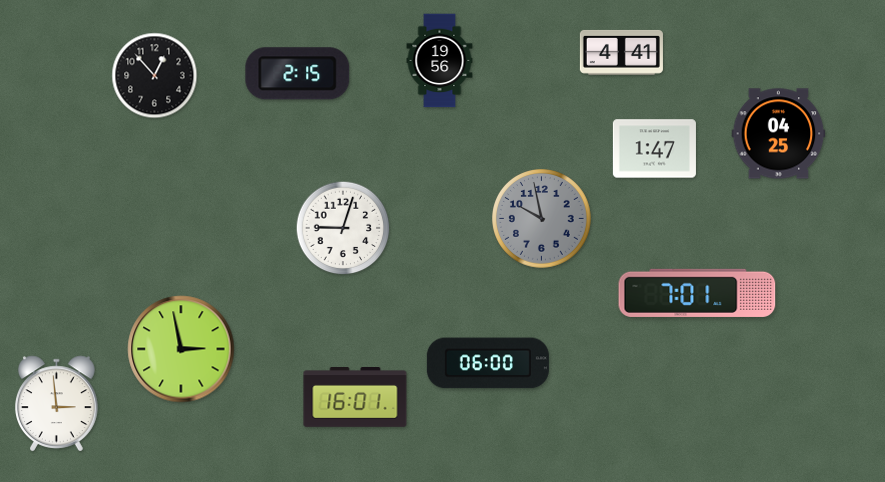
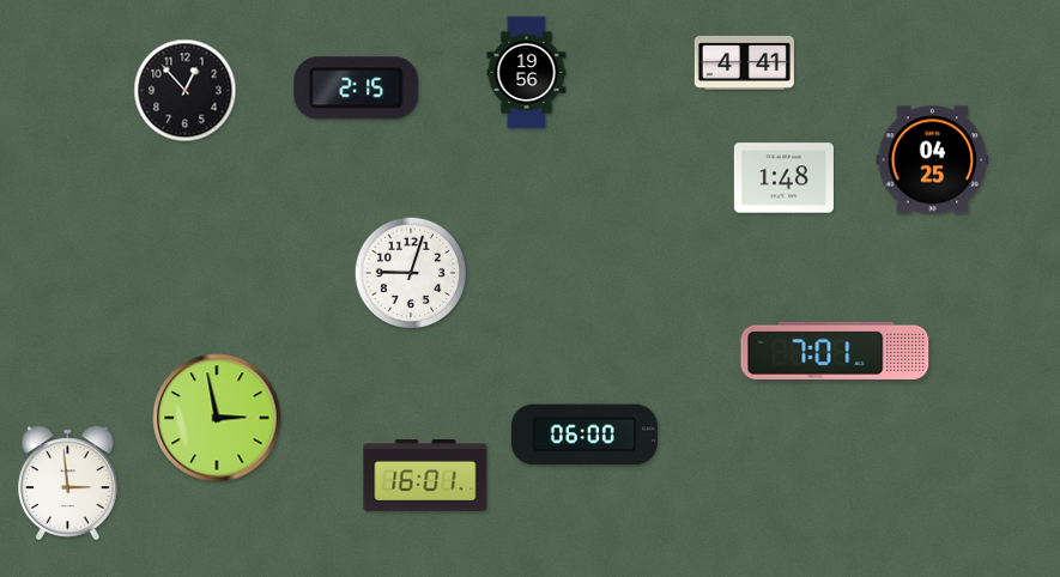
clock at (654, 149): 1:47 -> 1:48
clock at (542, 219): 9:58 -> none
